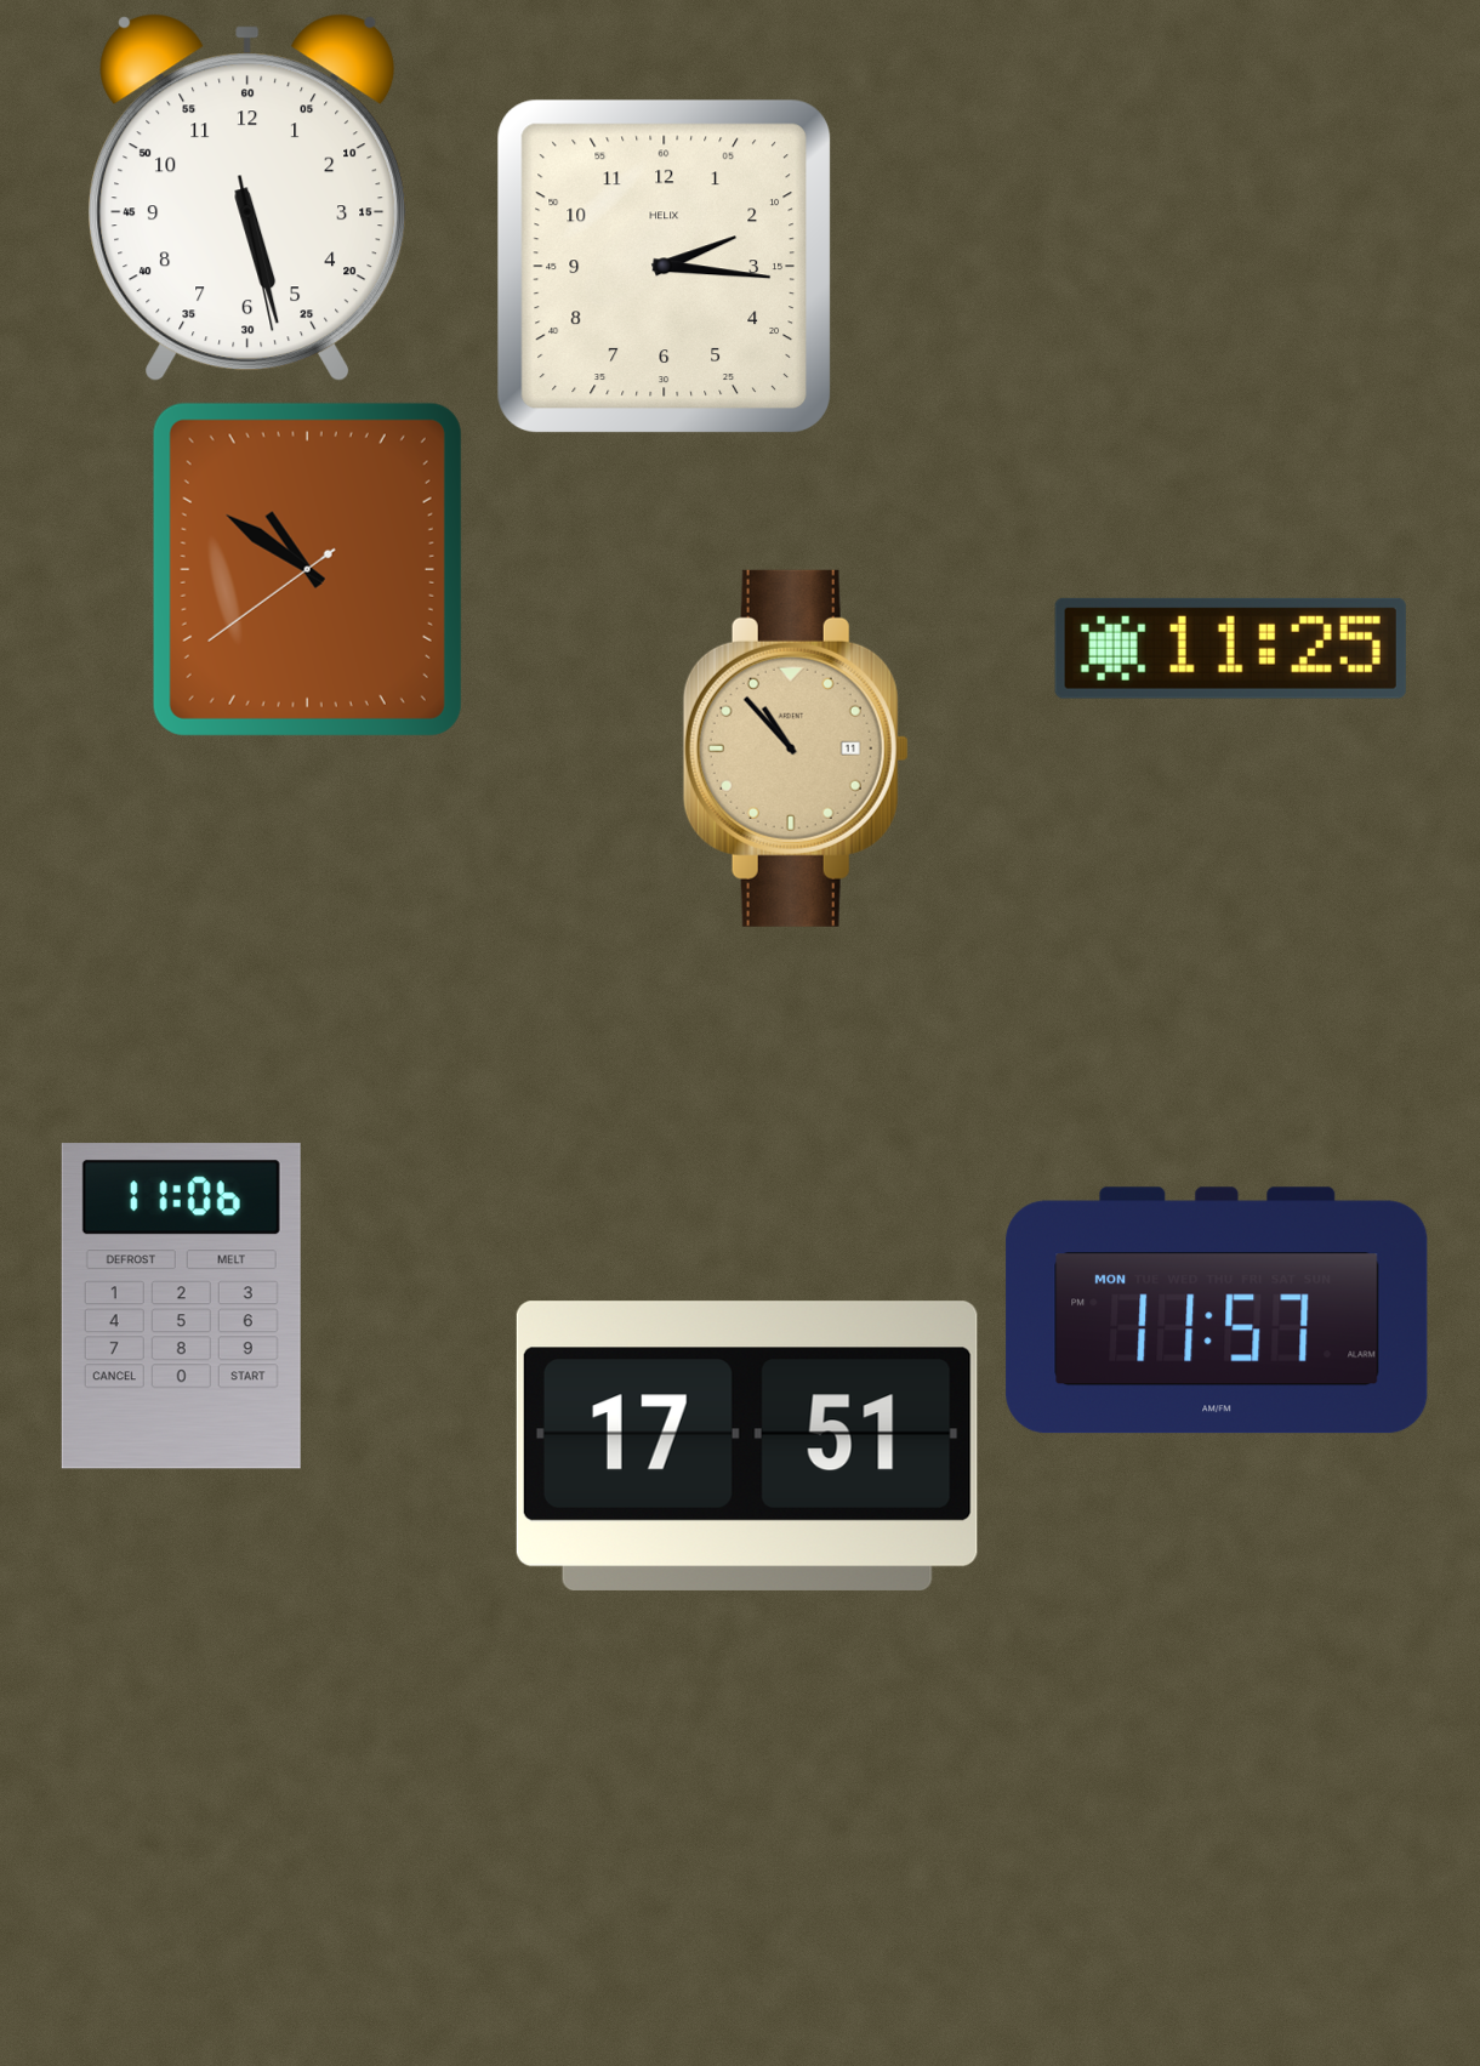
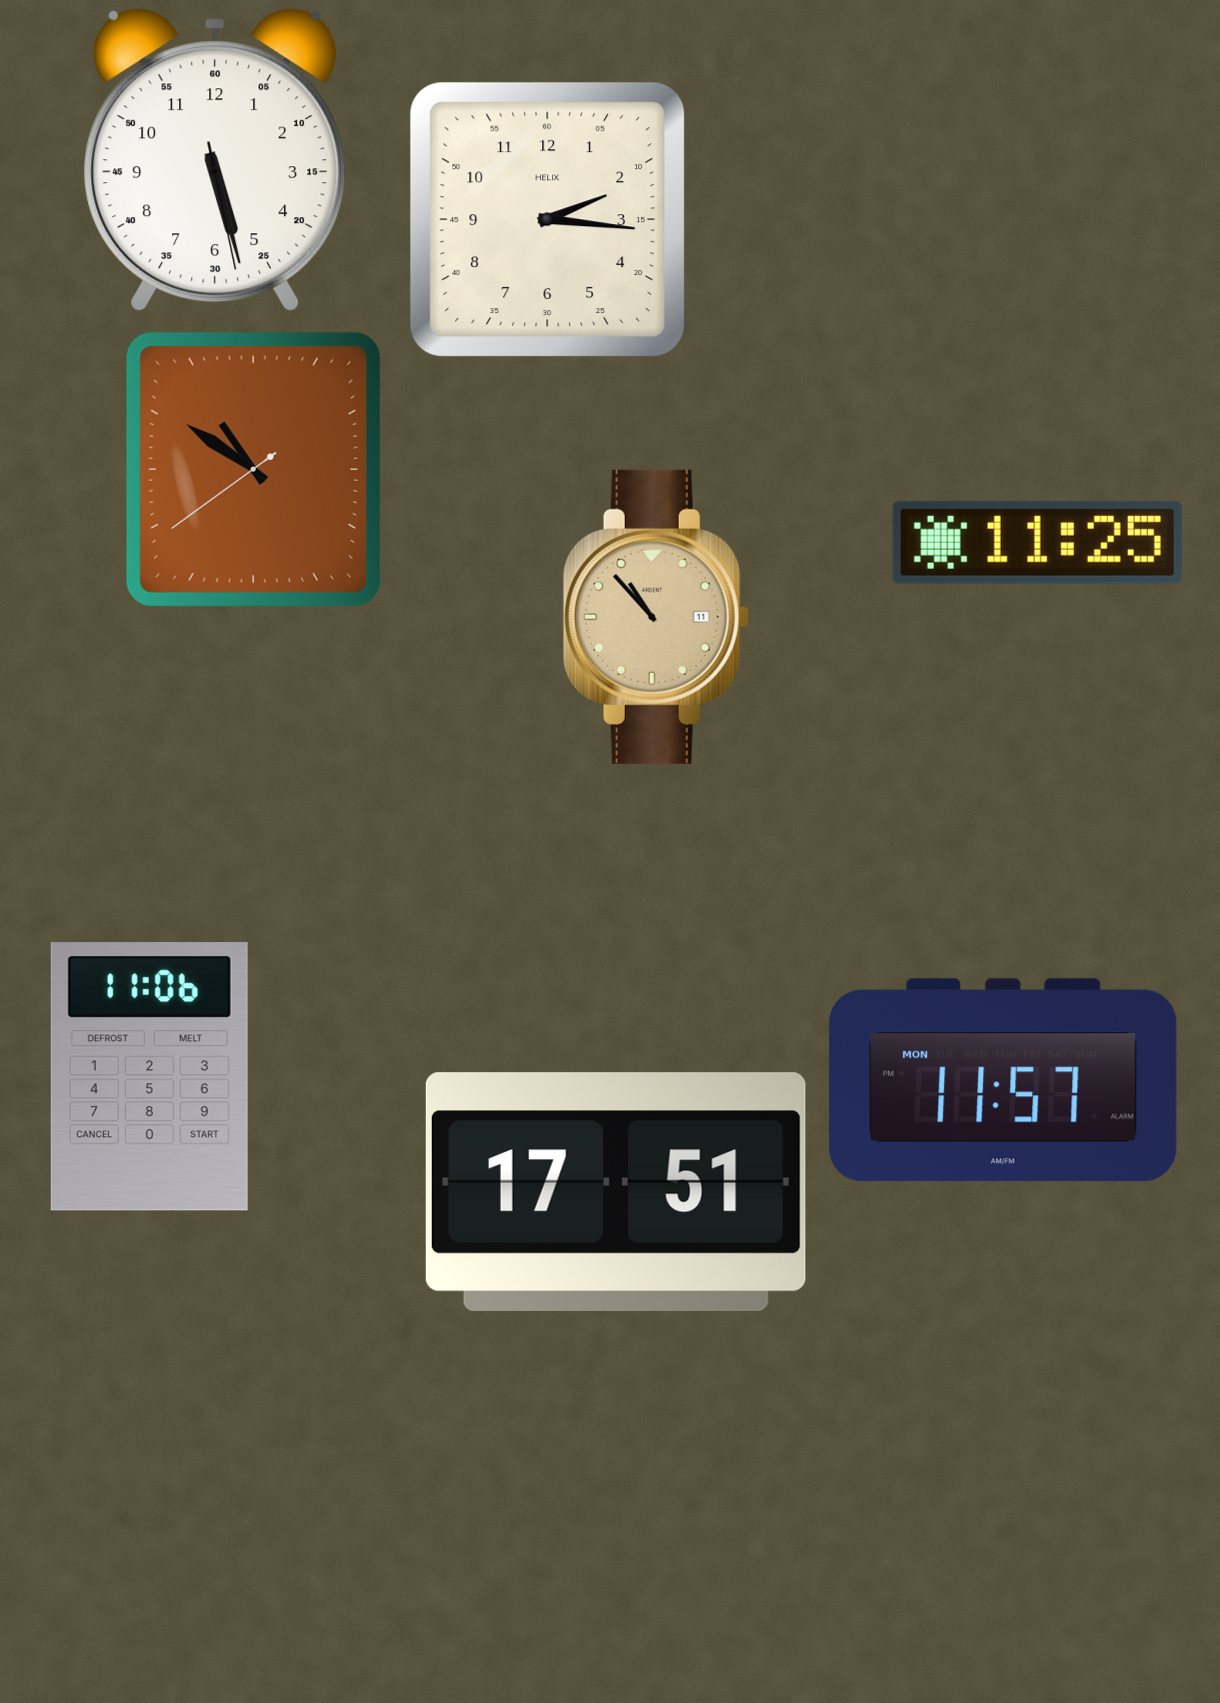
clock at (247, 198) position: (247, 198) -> (215, 160)
clock at (1230, 648) position: (1230, 648) -> (1037, 542)
